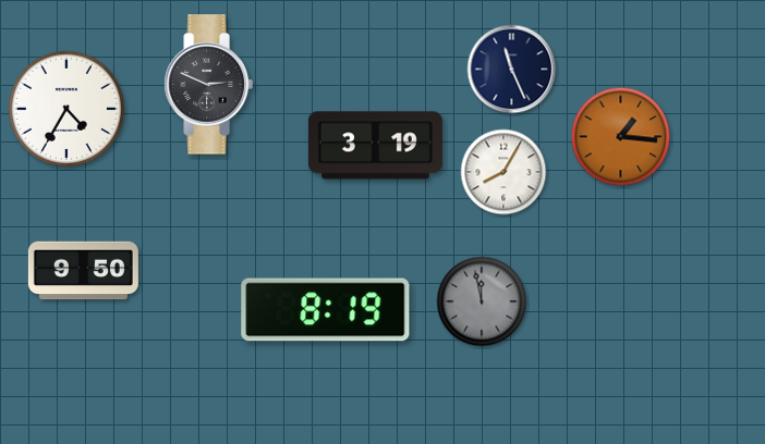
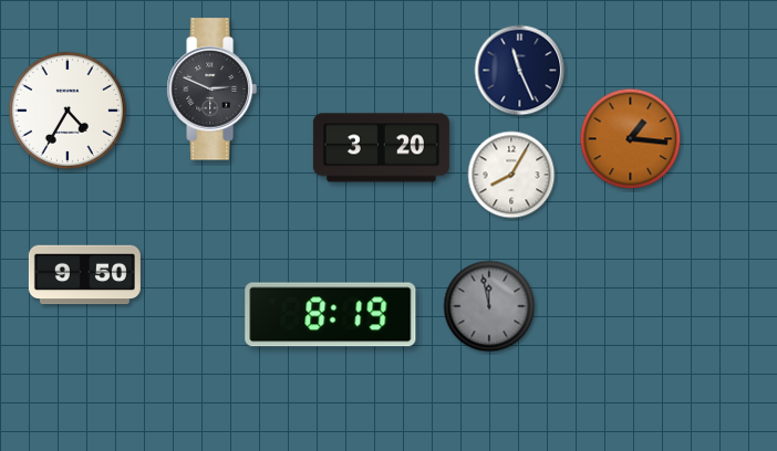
clock at (208, 85) position: (208, 85) -> (211, 90)
clock at (375, 146): 3:19 -> 3:20
